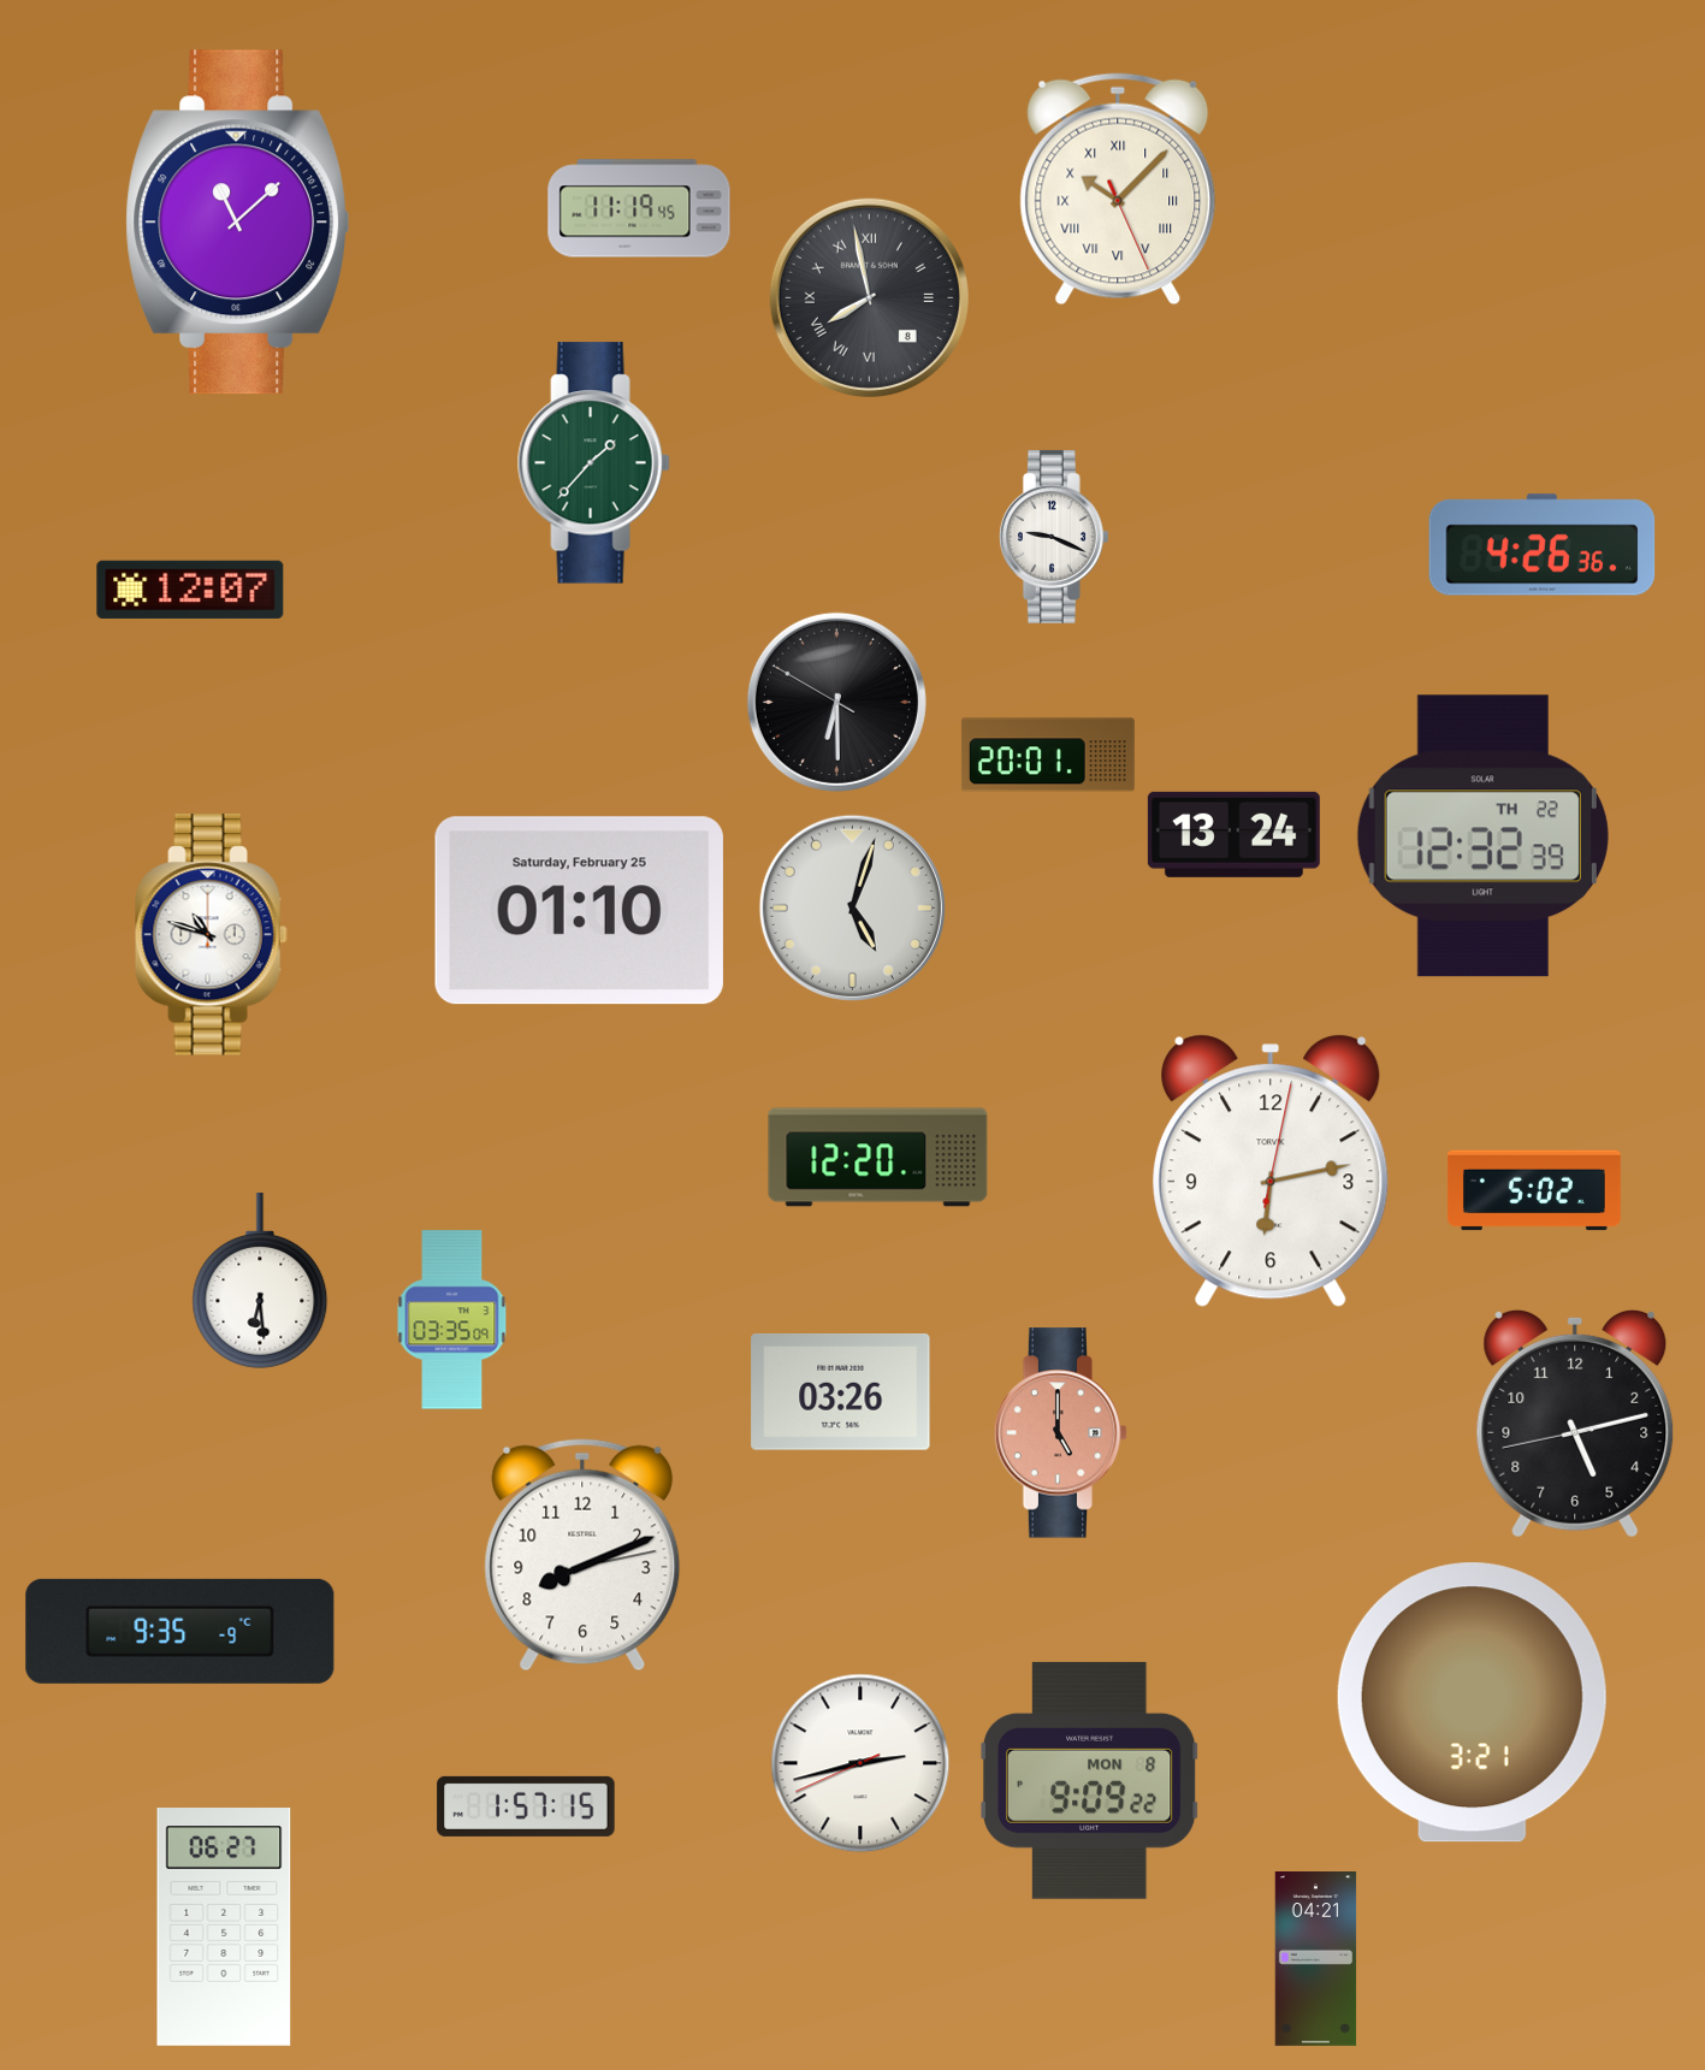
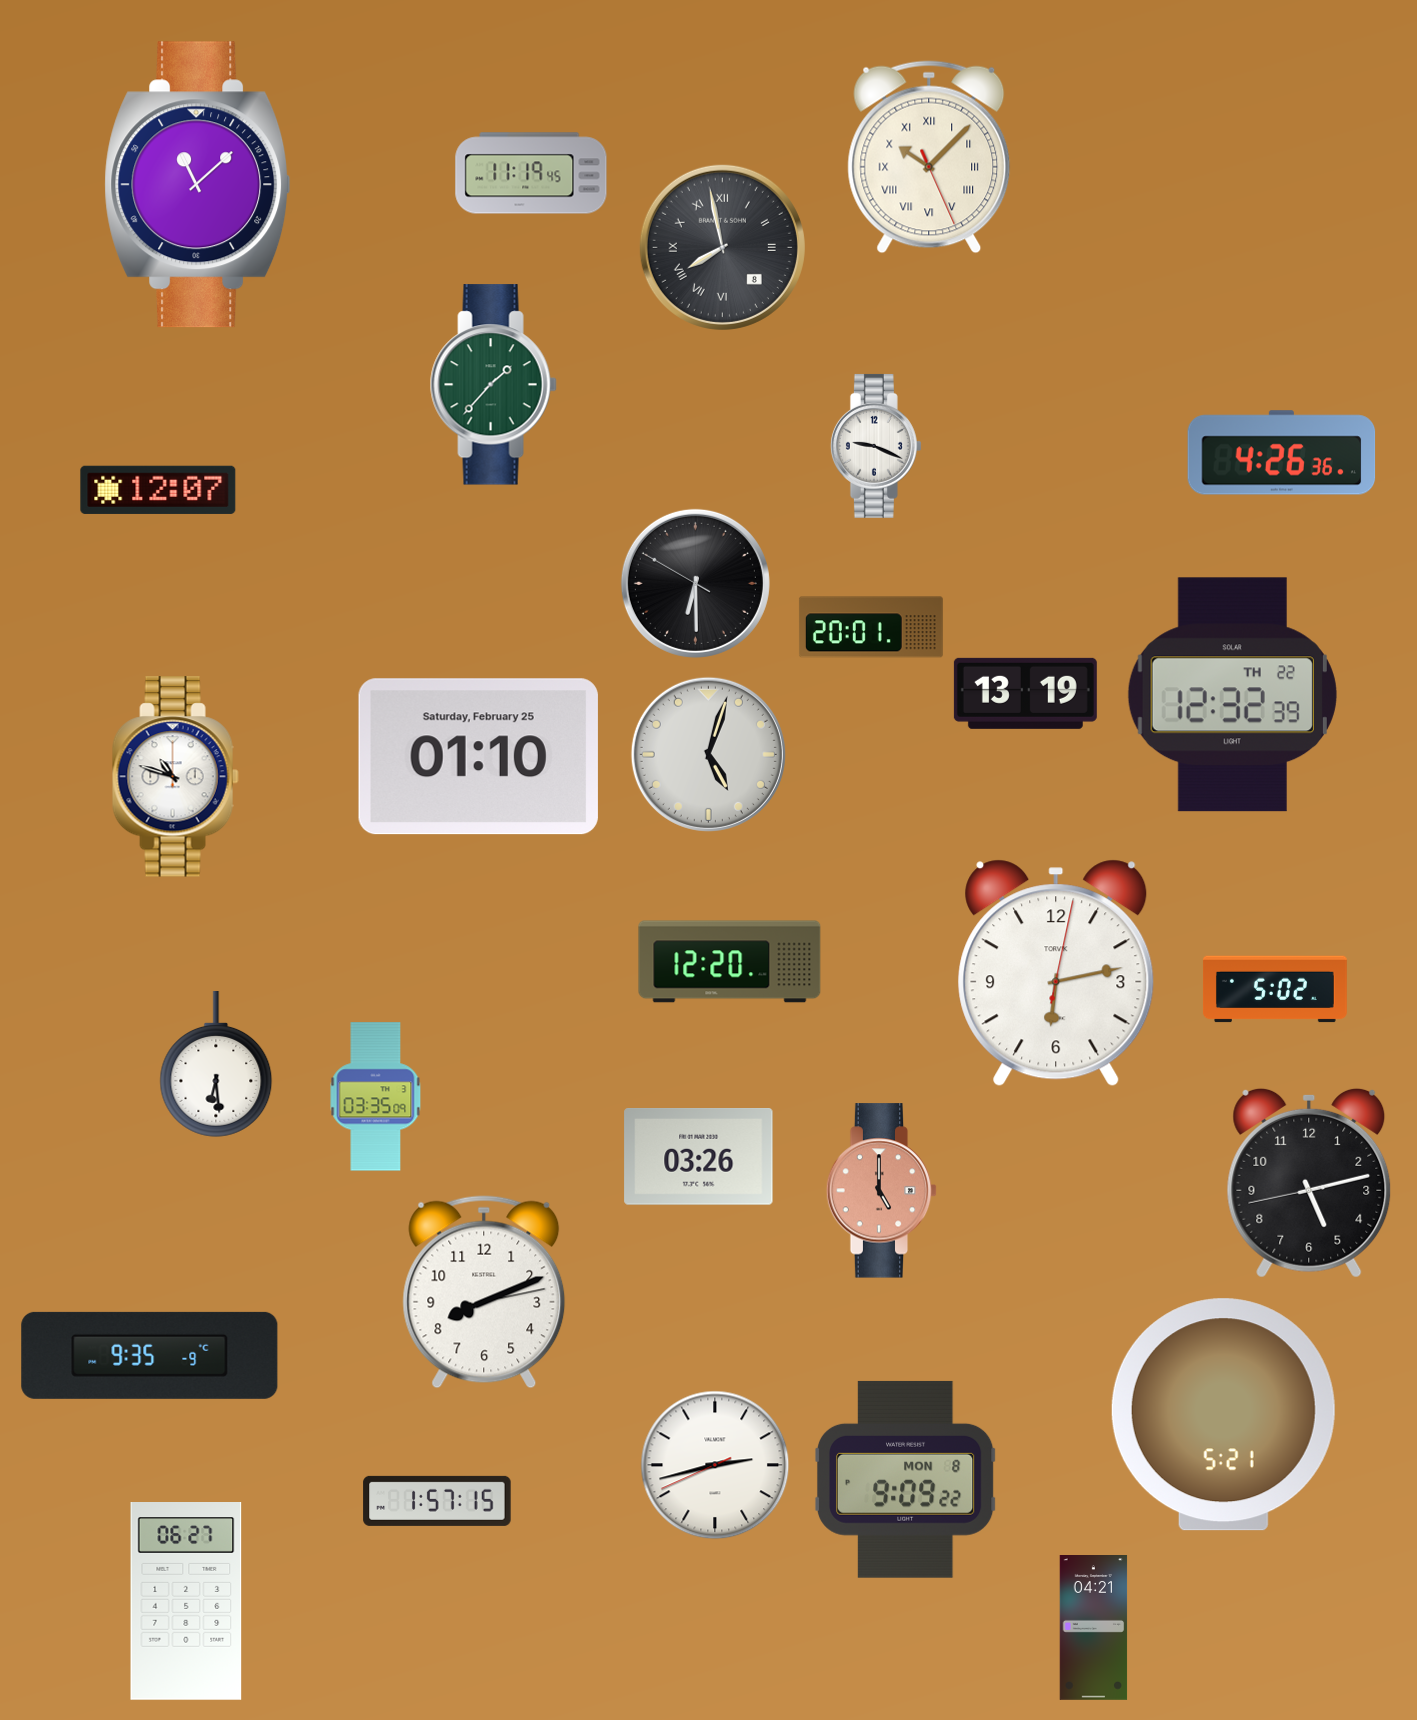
clock at (1233, 834): 13:24 -> 13:19
clock at (579, 911) position: (579, 911) -> (478, 757)
clock at (1472, 1703): 3:21 -> 5:21
